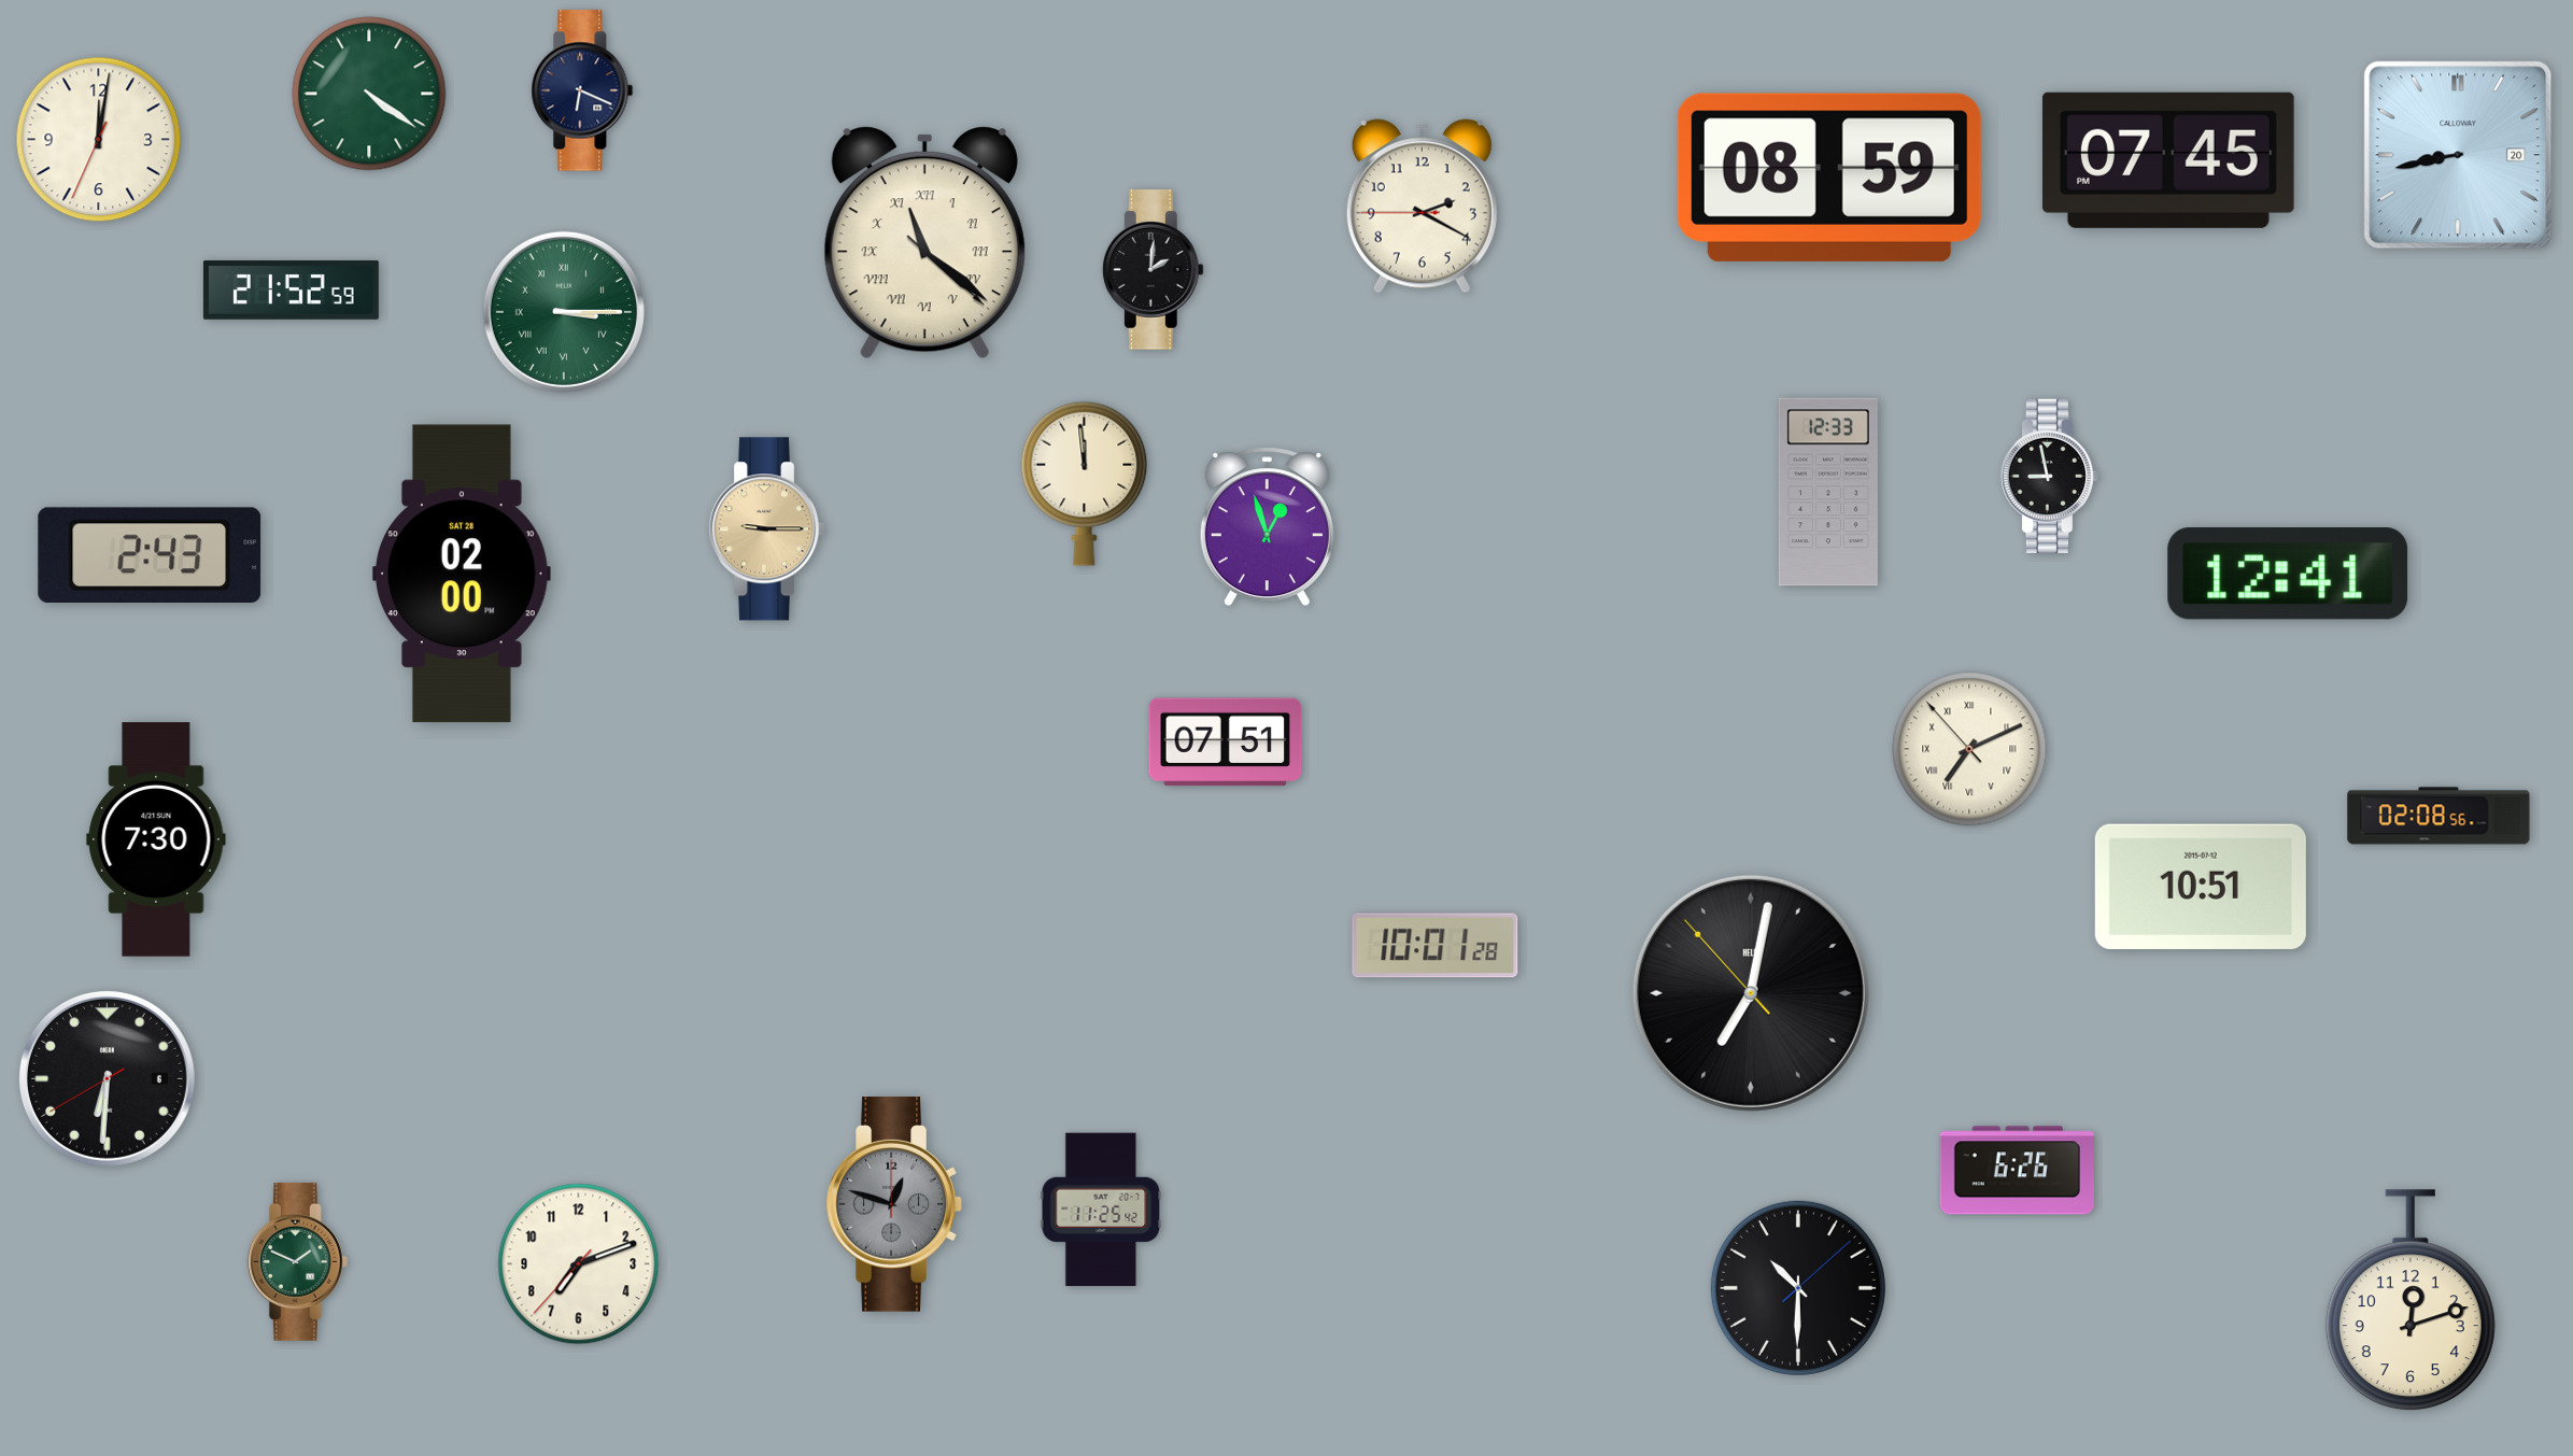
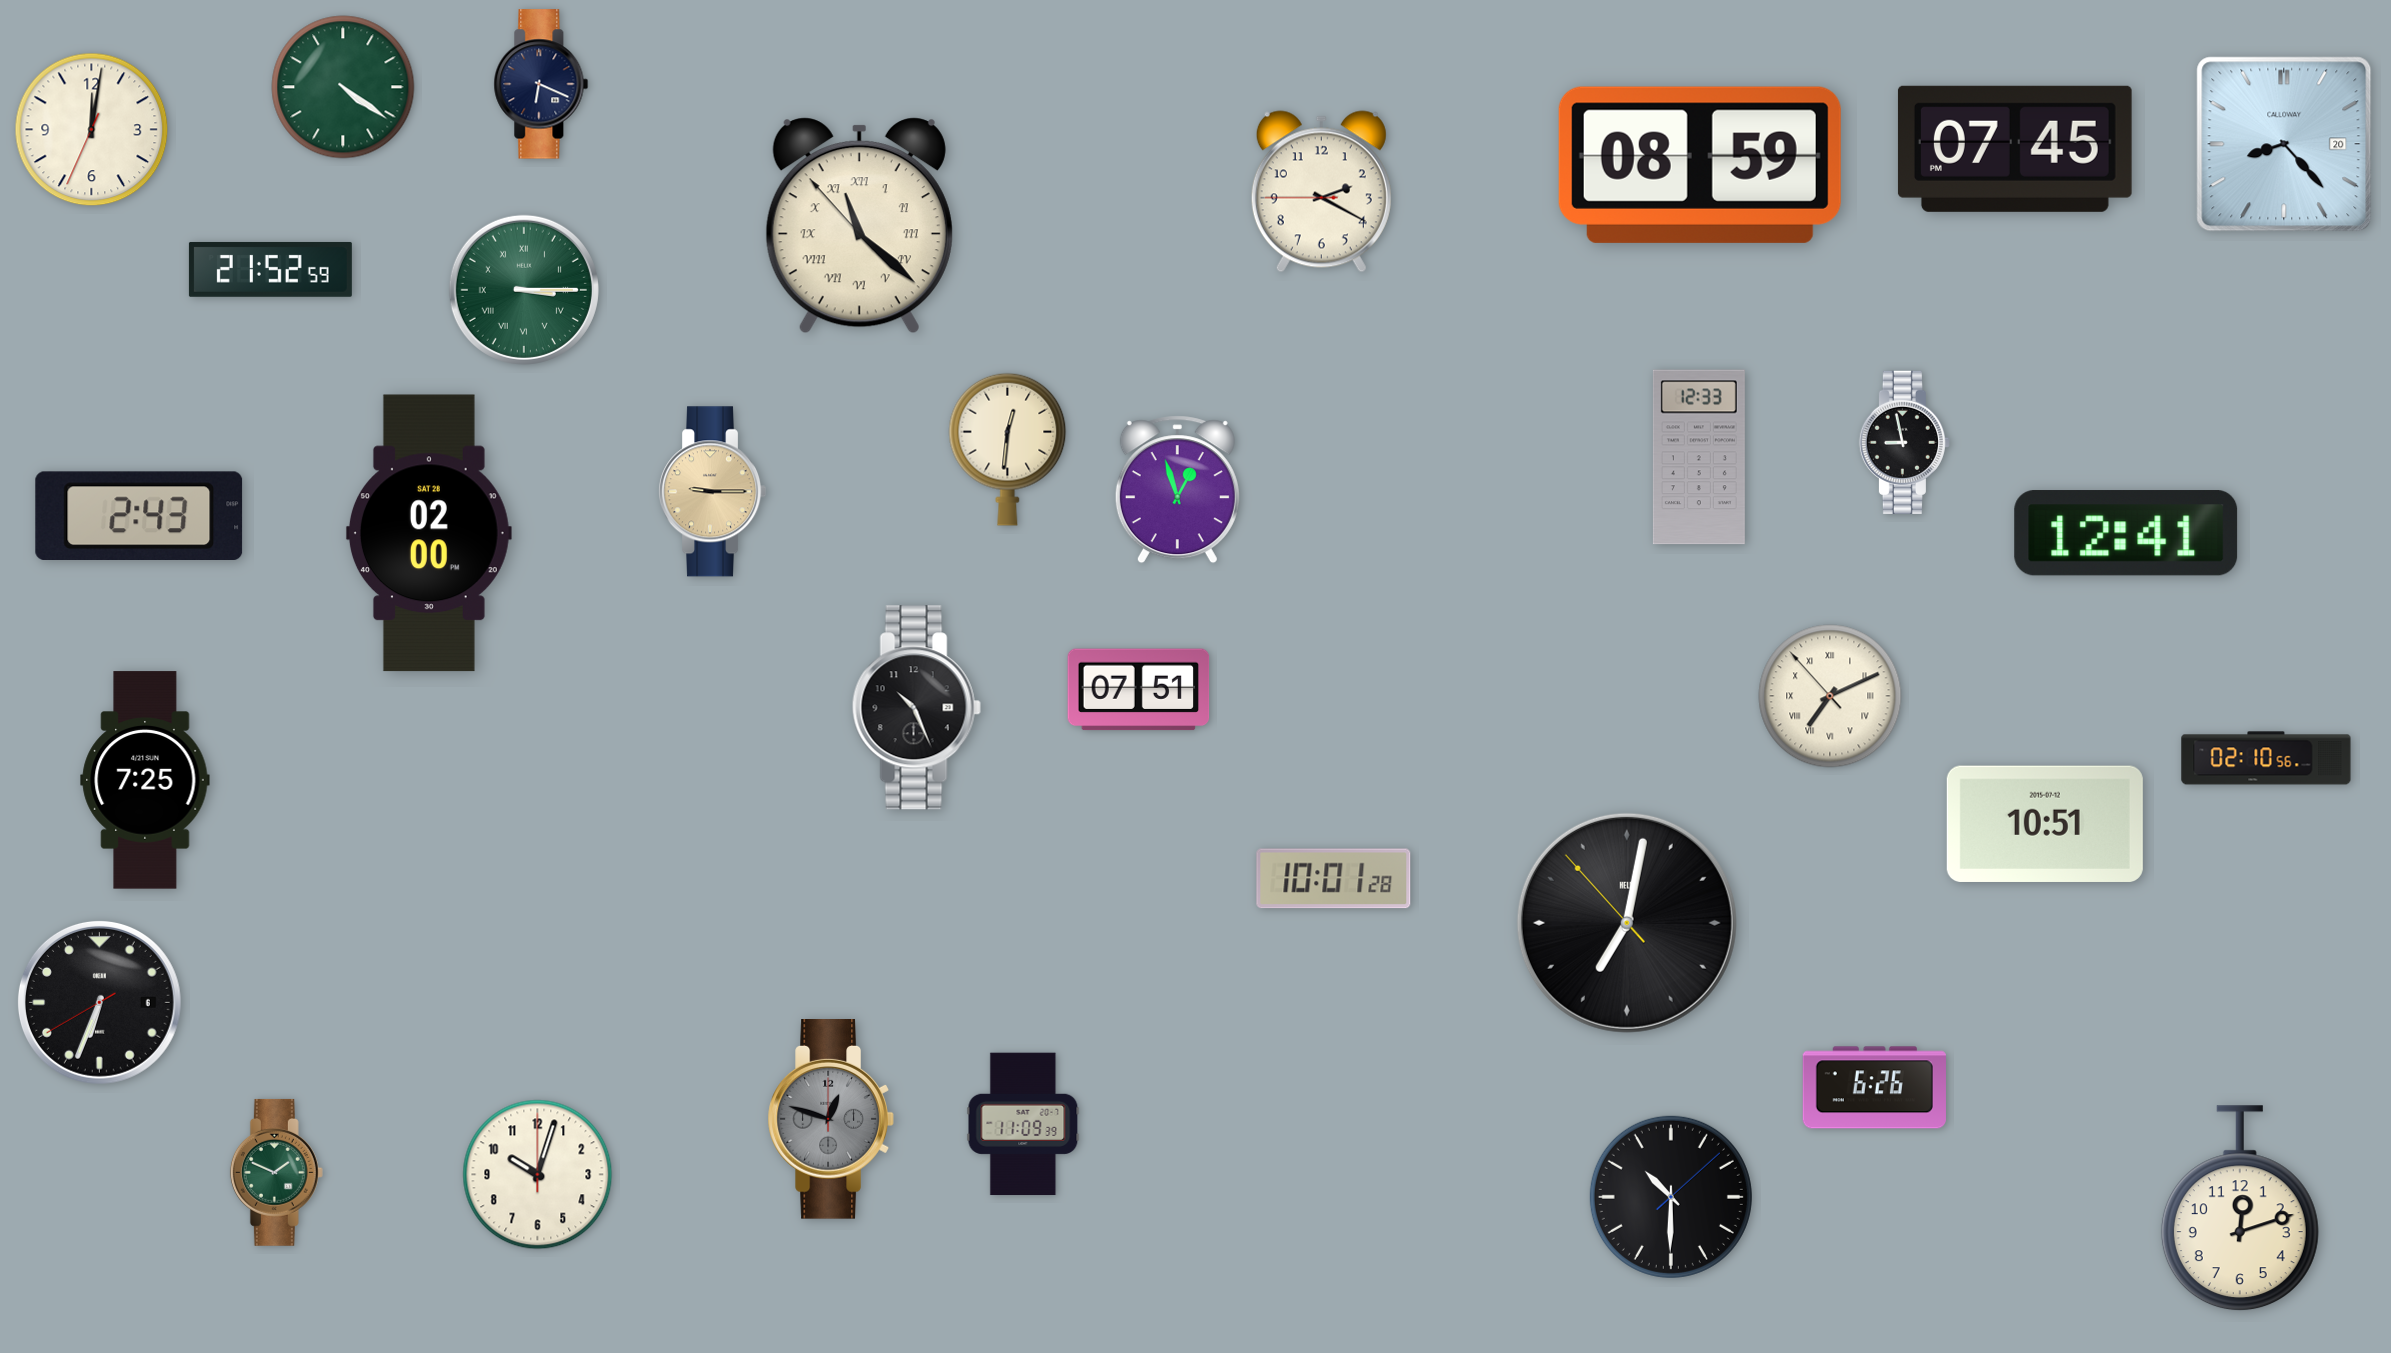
clock at (2458, 155): 8:43 -> 8:23
clock at (924, 243): 11:21:22 -> 11:21:53
clock at (1153, 270): 2:01 -> none
clock at (1085, 483): 11:59 -> 12:31
clock at (916, 708): none -> 10:26
clock at (2438, 816): 02:08 -> 02:10
clock at (156, 839): 7:30 -> 7:25
clock at (107, 1078): 6:30 -> 6:33
clock at (1101, 1210): 11:25 -> 11:09
clock at (579, 1264): 7:11 -> 10:03
